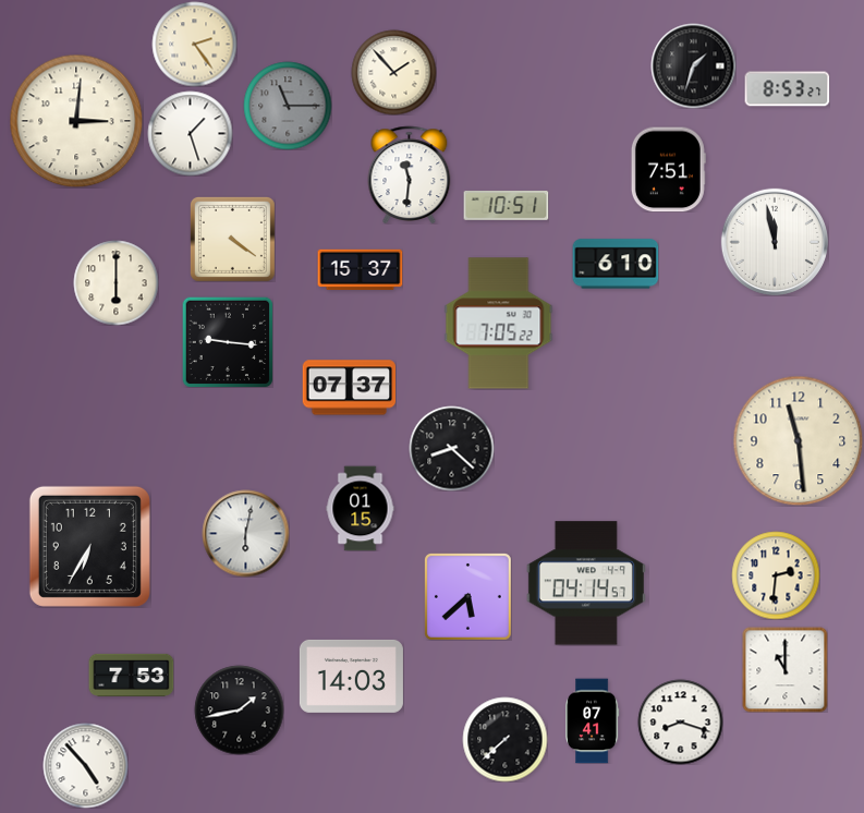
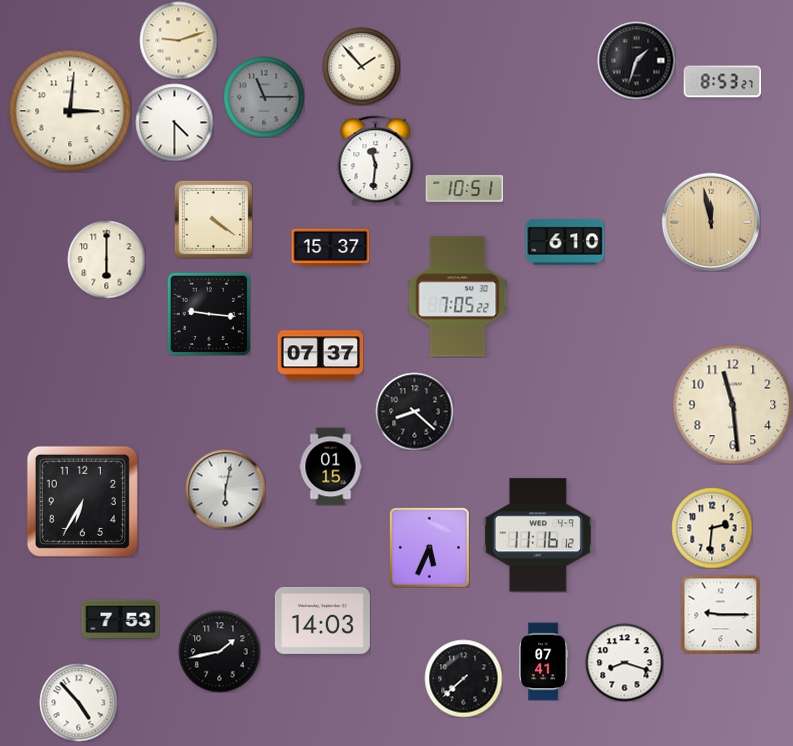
clock at (194, 44): 2:24 -> 9:12
clock at (190, 133): 1:27 -> 4:30
clock at (668, 169): 7:51 -> none
clock at (774, 241) dial: white -> champagne
clock at (586, 583): 04:14 -> 11:16
clock at (467, 596): 5:38 -> 5:34
clock at (784, 669): 11:00 -> 9:15
